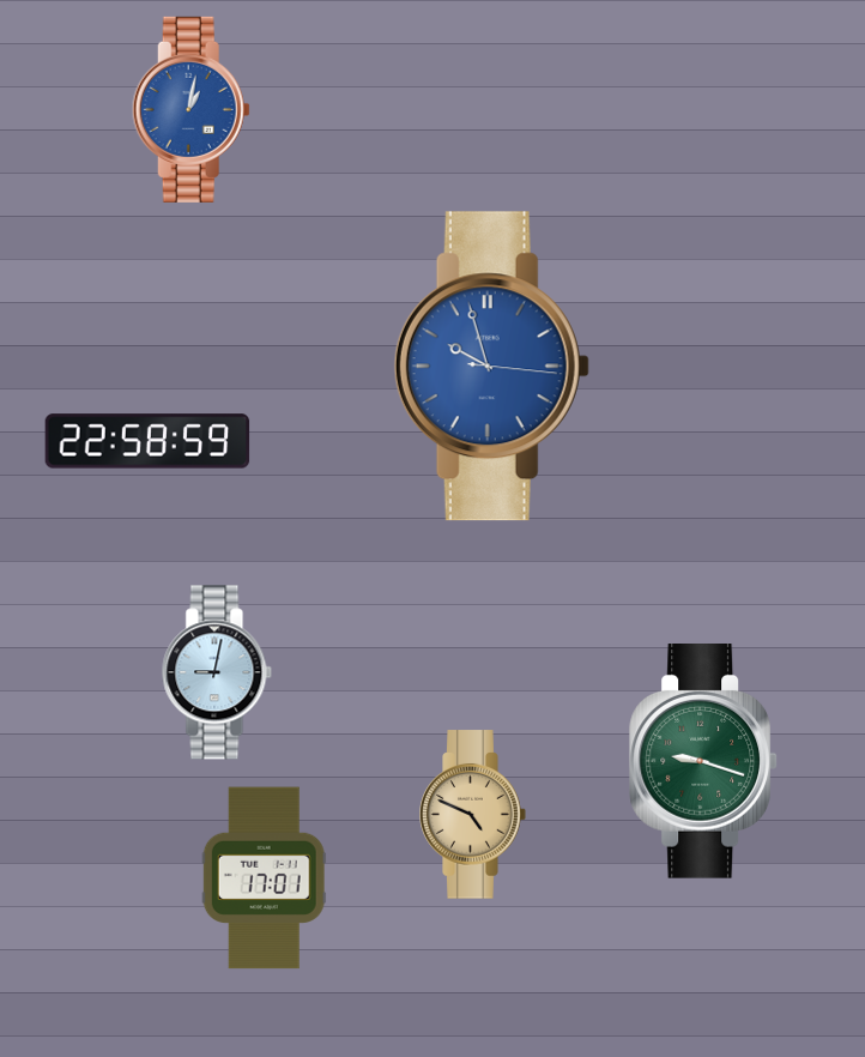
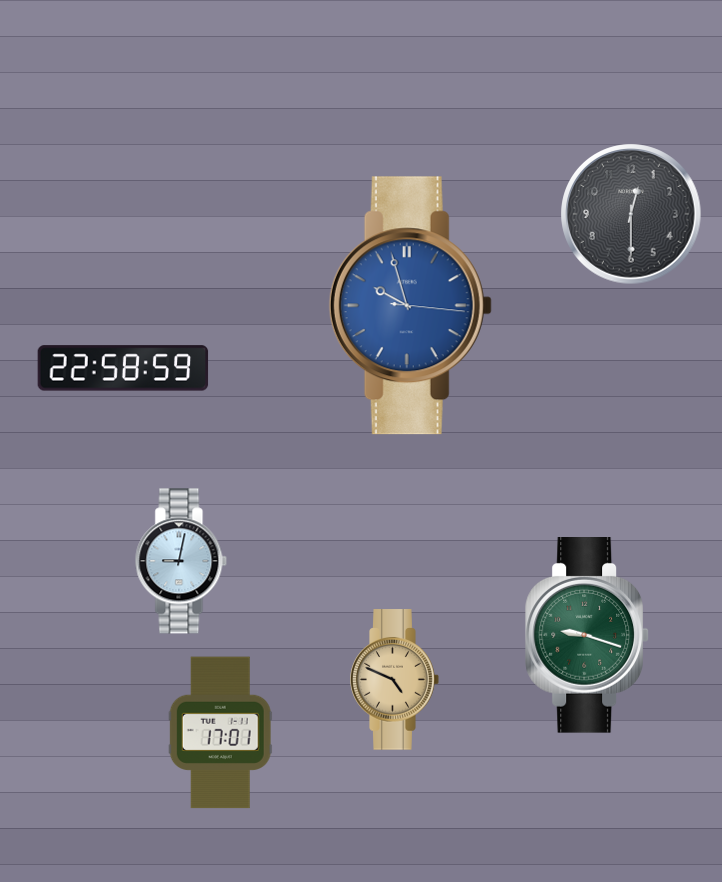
clock at (190, 109): 1:02 -> none
clock at (631, 214): none -> 12:30
